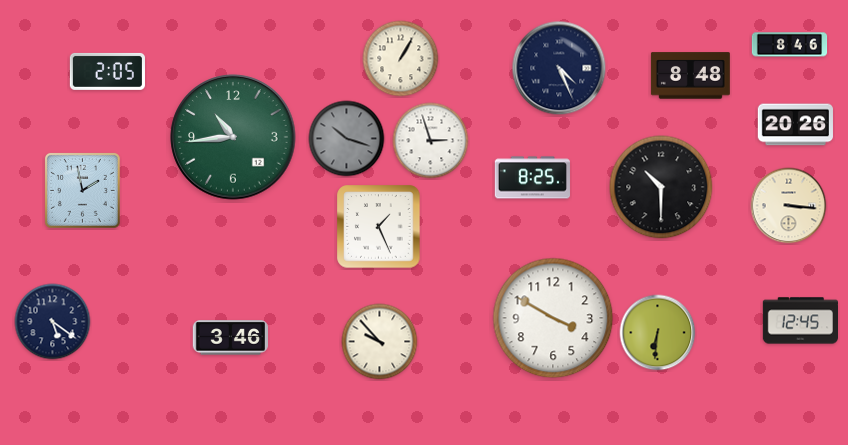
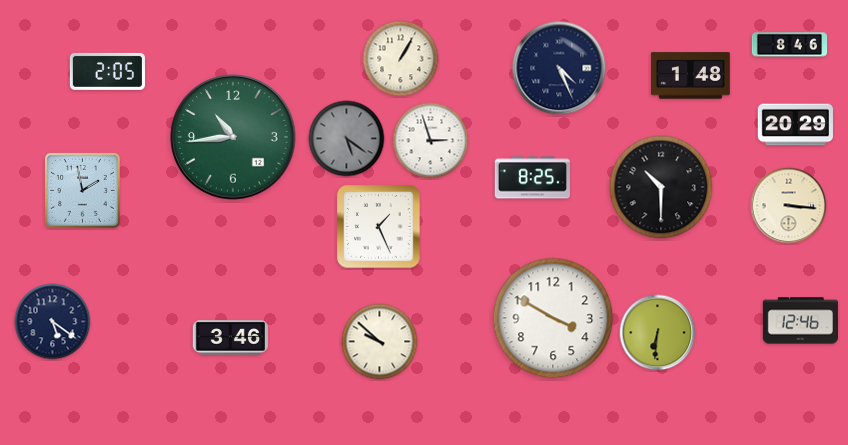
clock at (690, 76): 8:48 -> 1:48
clock at (795, 125): 20:26 -> 20:29
clock at (347, 139): 10:18 -> 5:21
clock at (800, 321): 12:45 -> 12:46
clock at (380, 342): 9:53 -> 9:52
